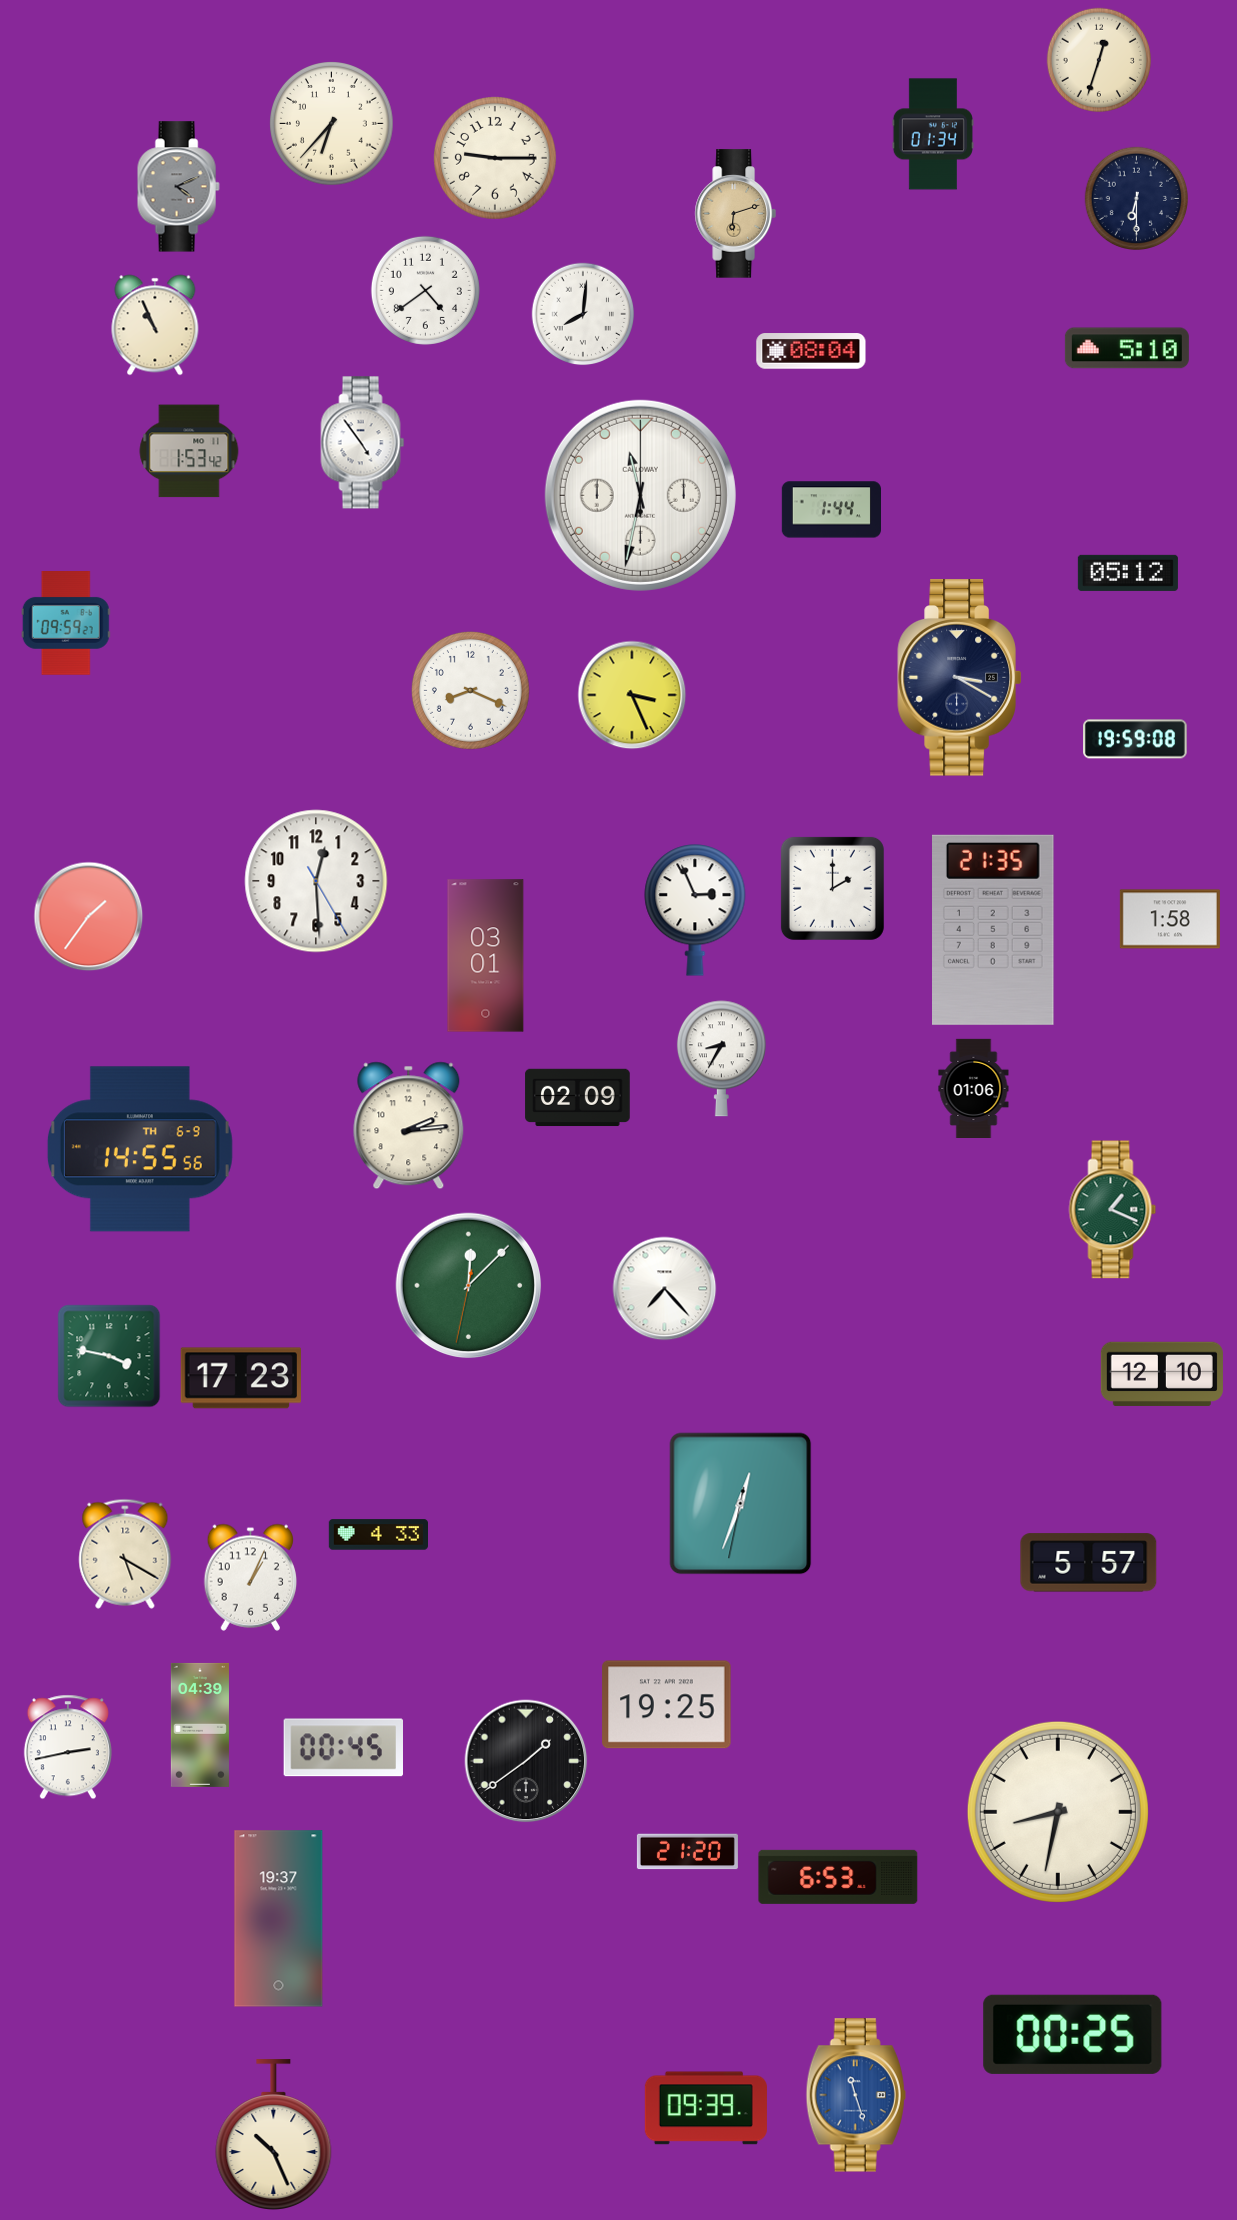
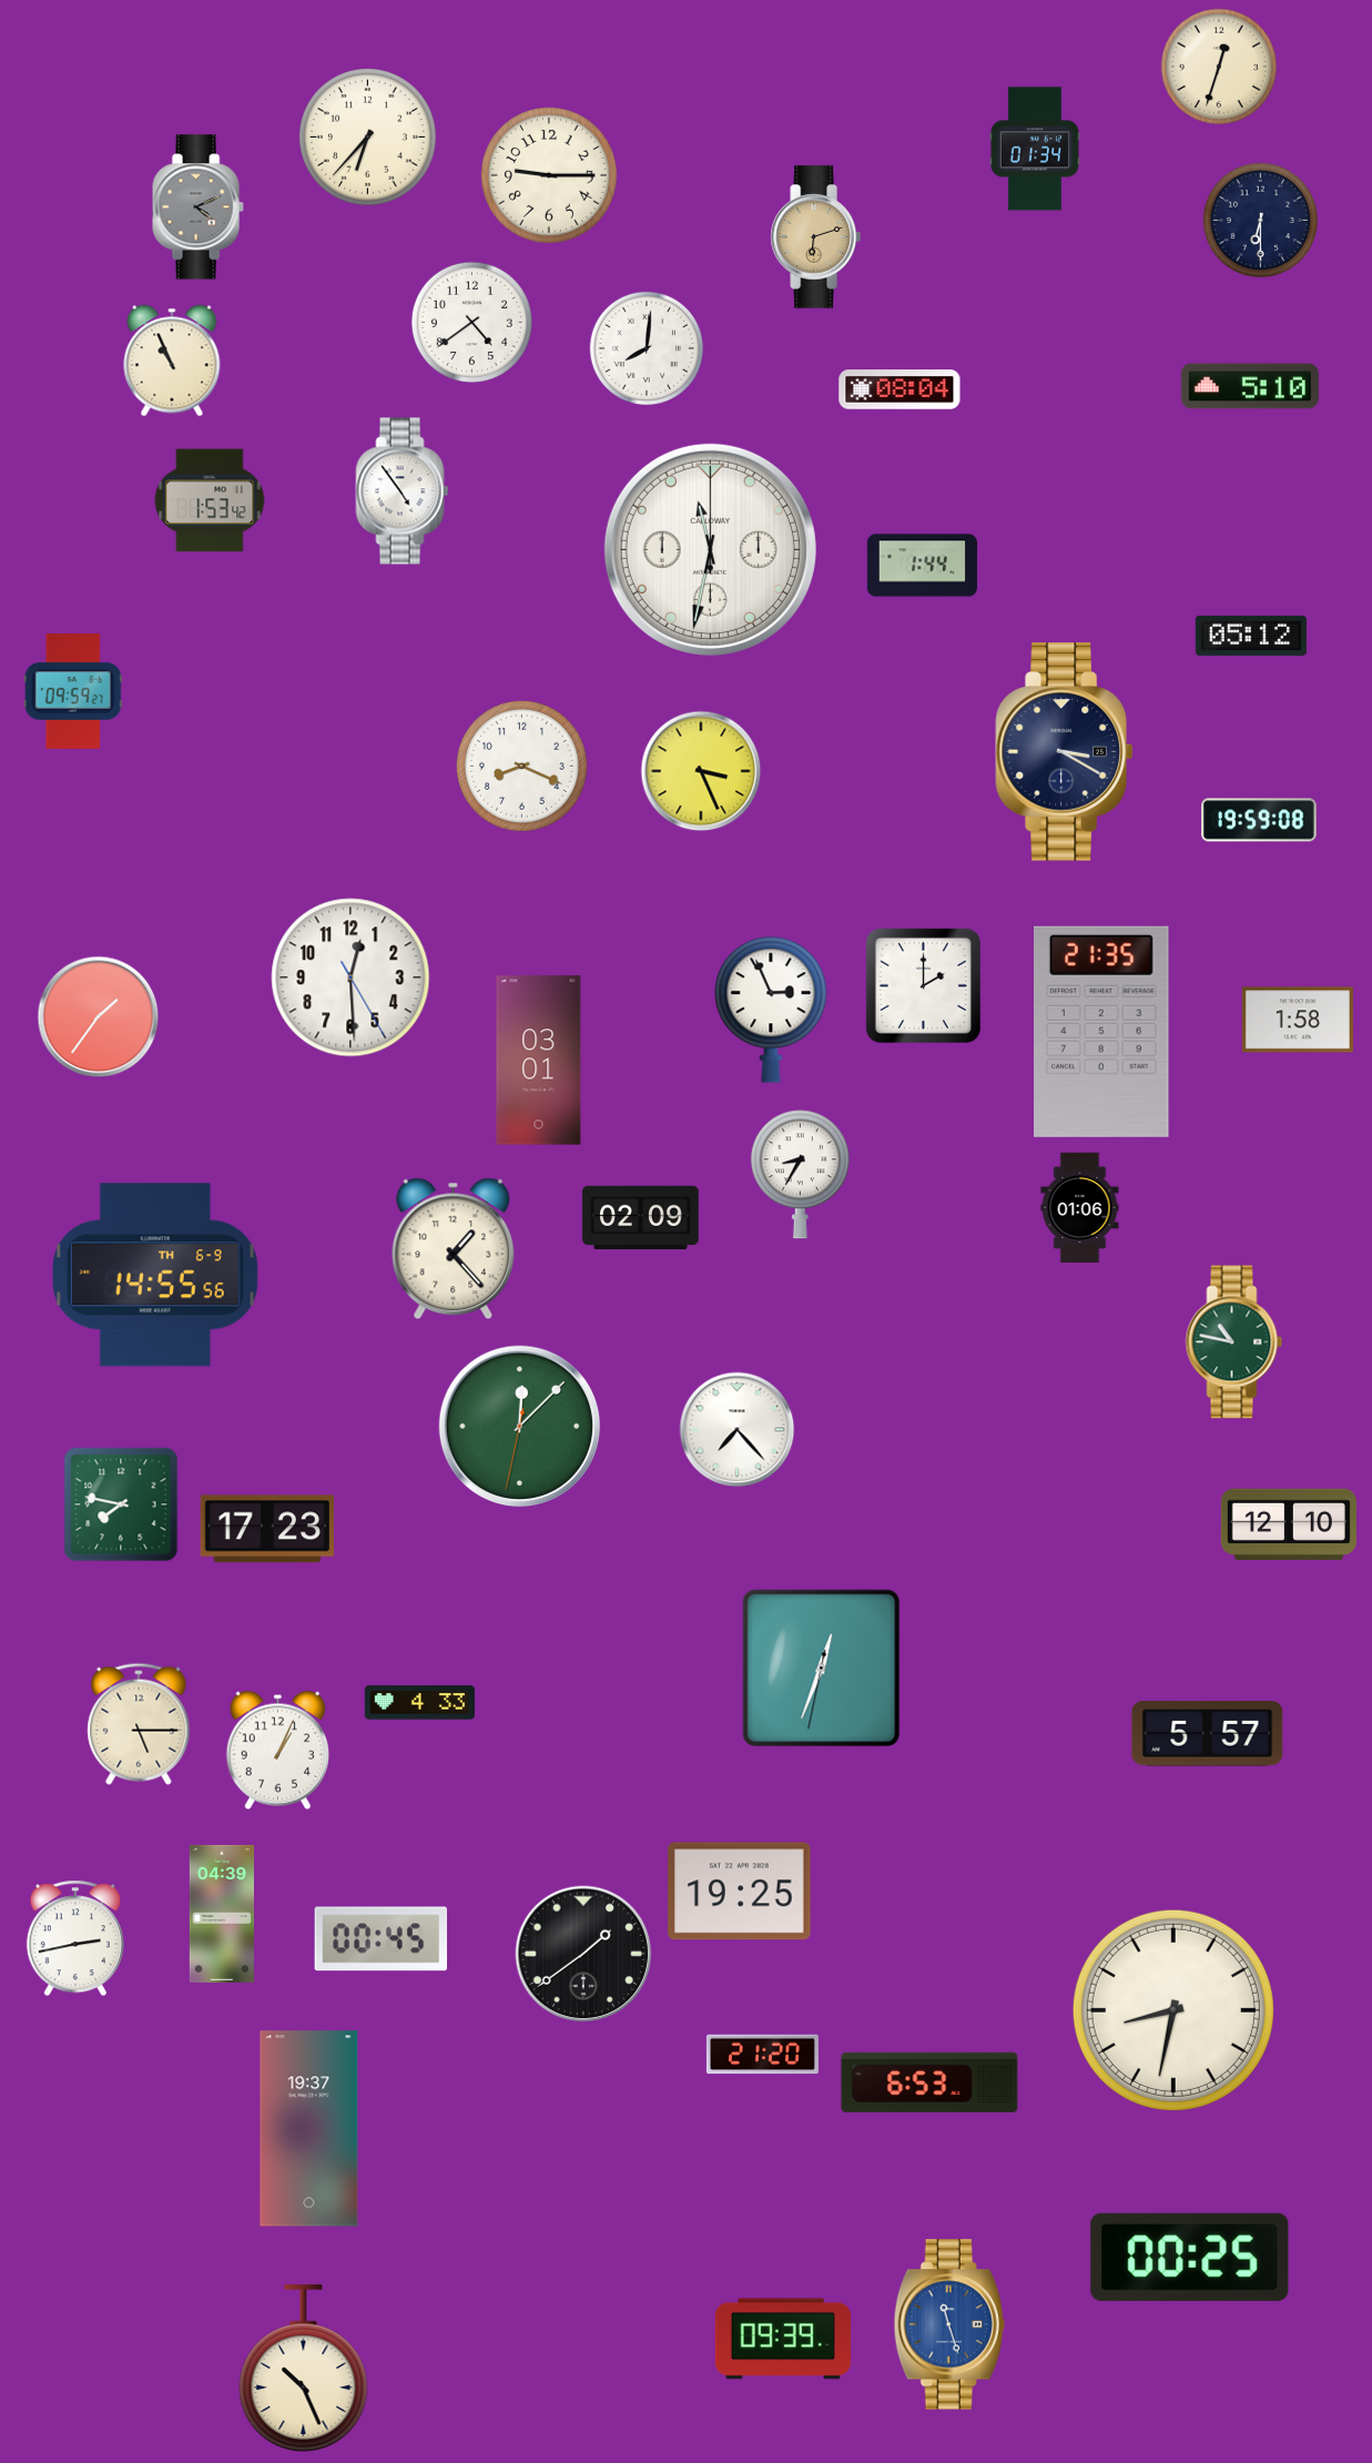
clock at (409, 1126): 2:14 -> 1:23
clock at (1113, 1210): 1:19 -> 10:47
clock at (109, 1356): 3:47 -> 7:47
clock at (125, 1554): 5:20 -> 5:15
